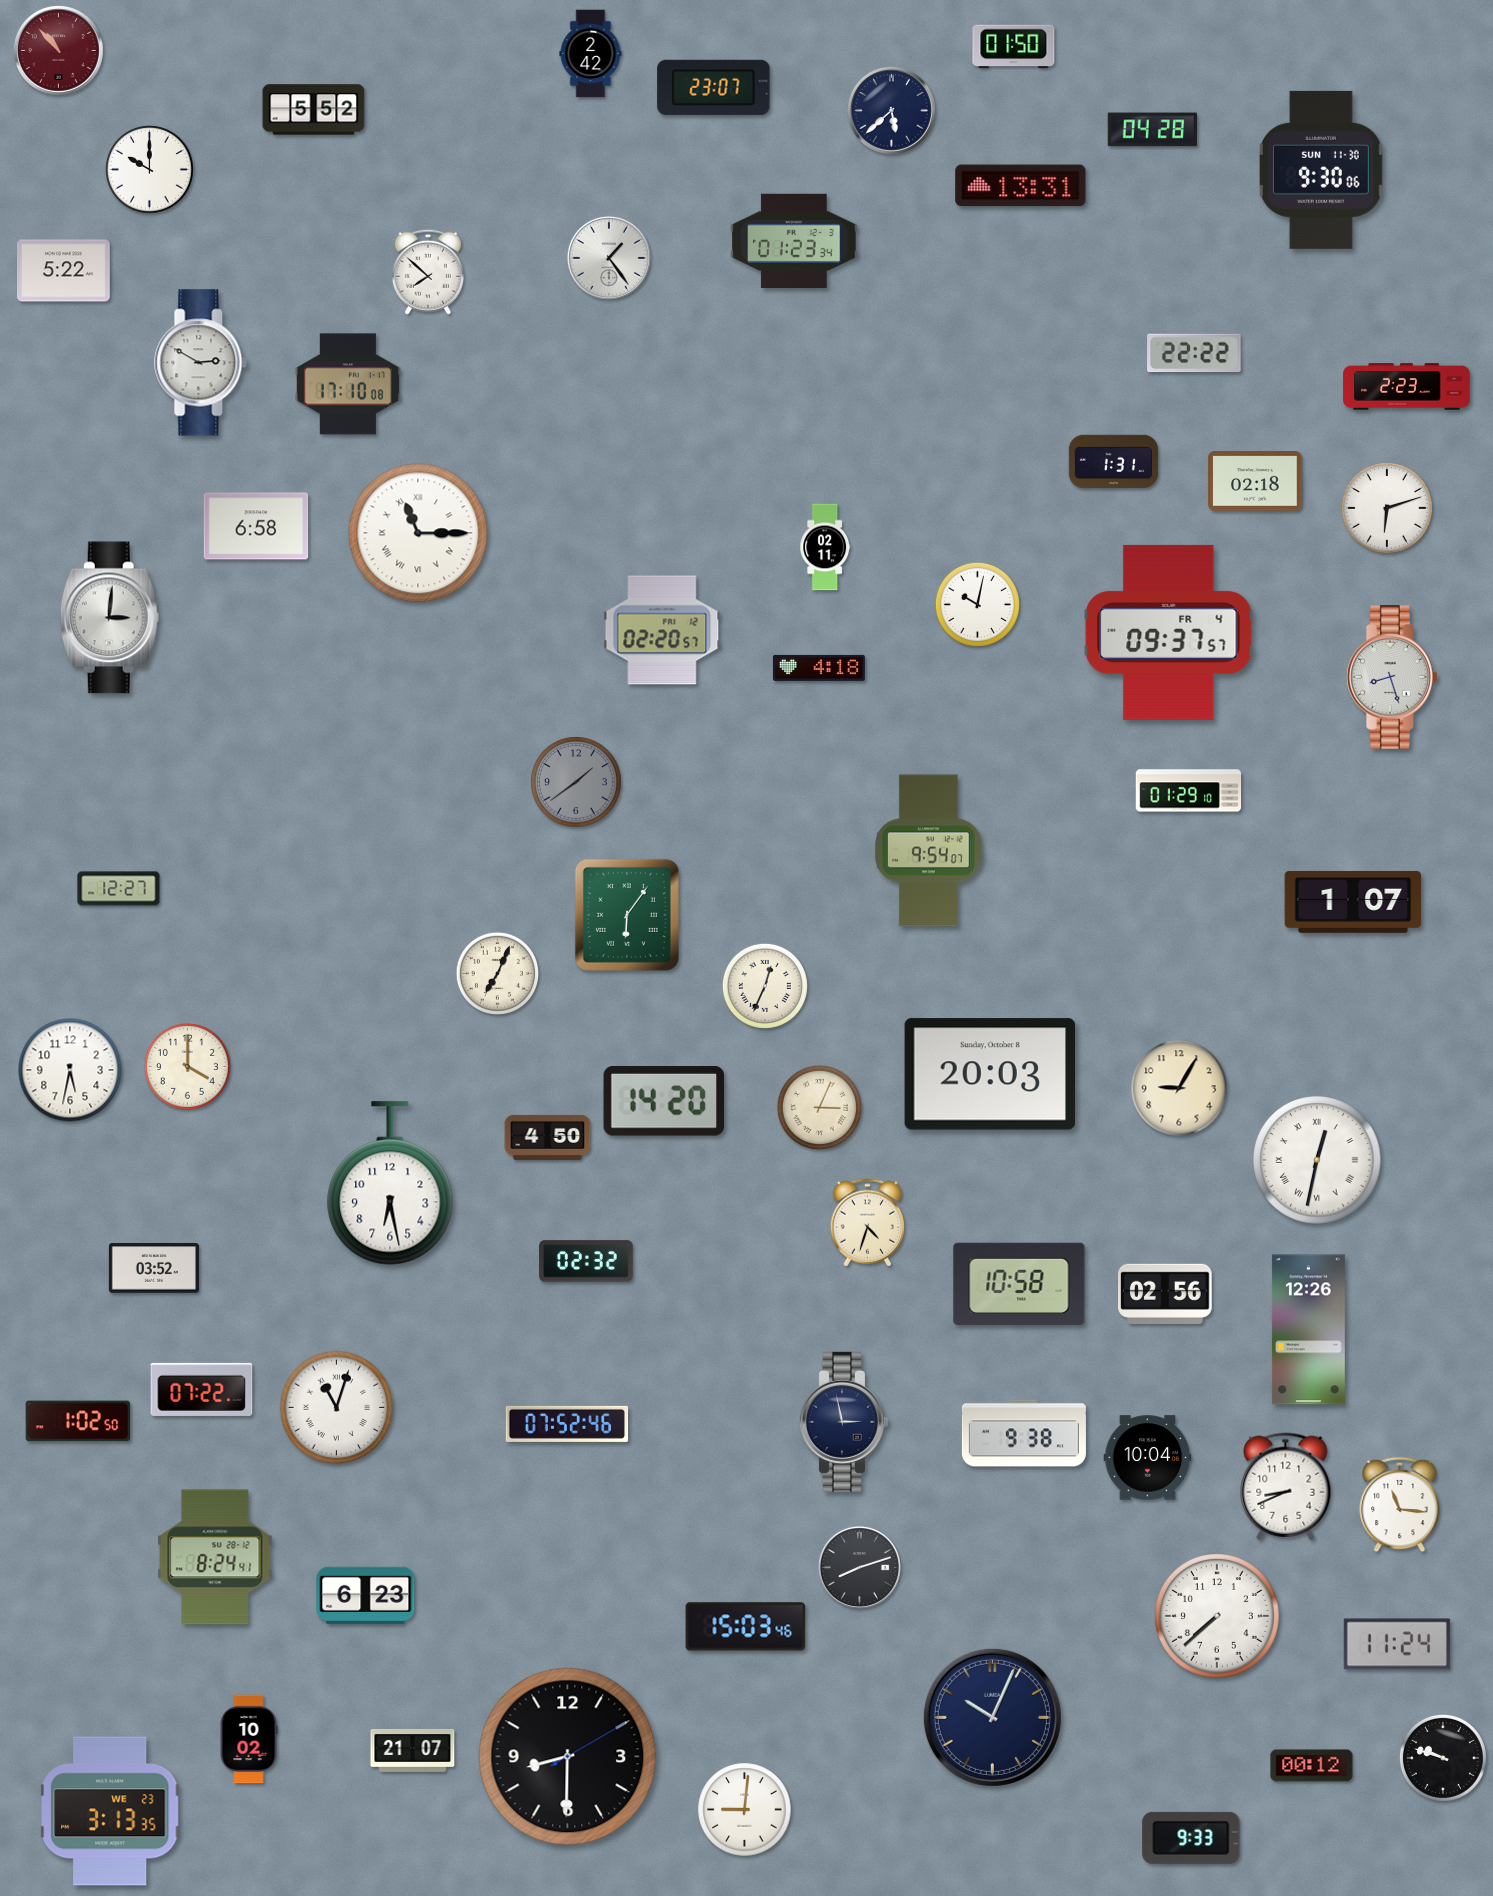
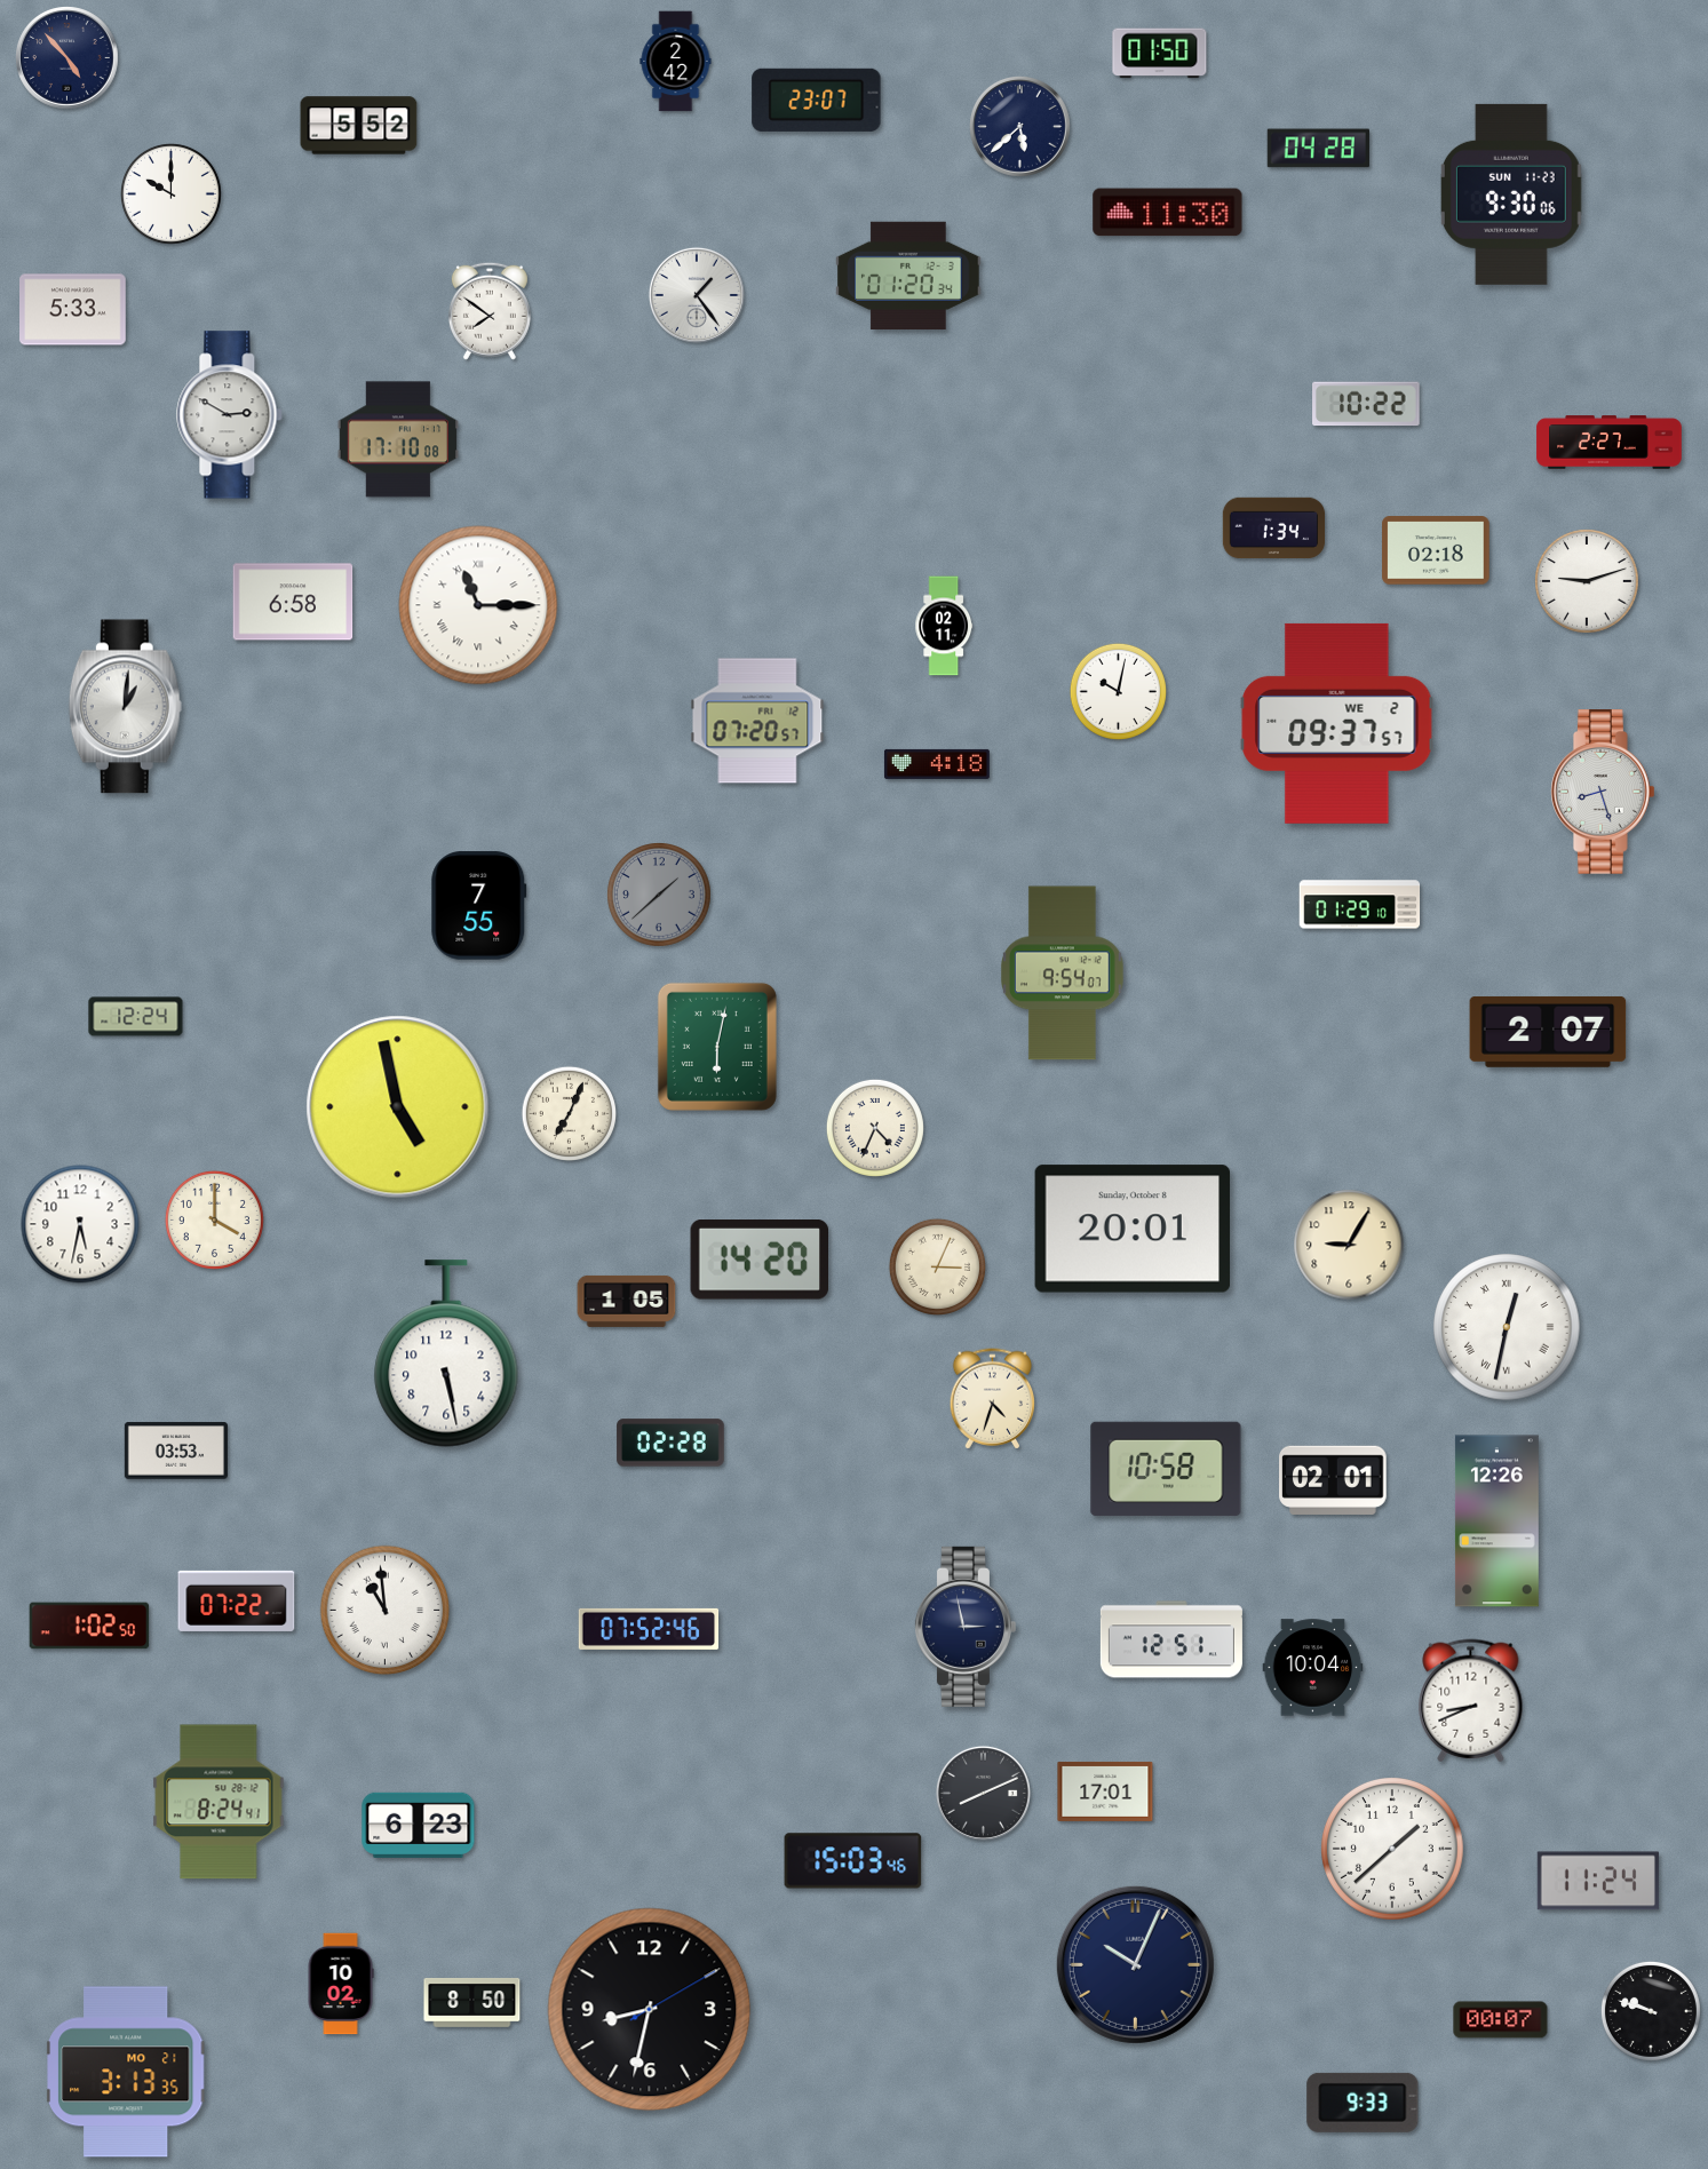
clock at (59, 51): 10:53 -> 4:53
clock at (59, 51) dial: burgundy -> navy
clock at (1321, 170) date: SUN 11-30 -> SUN 11-23
clock at (1021, 186): 13:31 -> 11:30
clock at (794, 240): 01:23 -> 01:20
clock at (64, 271): 5:22 -> 5:33
clock at (428, 272): 7:52 -> 7:51
clock at (1194, 353): 22:22 -> 10:22
clock at (1407, 387): 2:23 -> 2:27
clock at (1114, 462): 1:31 -> 1:34
clock at (1387, 508): 6:12 -> 9:12
clock at (418, 533) position: (418, 533) -> (478, 605)
clock at (109, 618): 3:01 -> 1:01
clock at (662, 630): 02:20 -> 07:20
clock at (1169, 632) date: FR 4 -> WE 2
clock at (1393, 677) position: (1393, 677) -> (1604, 792)
clock at (576, 782): 1:39 -> 1:38
clock at (479, 906): none -> 7:55
clock at (119, 889): 12:27 -> 12:24
clock at (1353, 902): 1:07 -> 2:07
clock at (627, 915): 6:06 -> 6:02
clock at (398, 1107): none -> 4:58
clock at (765, 986): 12:34 -> 4:34
clock at (990, 1074): 20:03 -> 20:01
clock at (548, 1137): 4:50 -> 1:05
clock at (390, 1183): 6:28 -> 5:28
clock at (586, 1261): 02:32 -> 02:28
clock at (154, 1268): 03:52 -> 03:53
clock at (1165, 1294): 02:56 -> 02:01
clock at (202, 1389) position: (202, 1389) -> (237, 1600)
clock at (337, 1408): 11:03 -> 10:59
clock at (1024, 1433): 9:38 -> 12:51
clock at (1400, 1505): 11:16 -> none
clock at (215, 1557) position: (215, 1557) -> (219, 1802)
clock at (1105, 1791): none -> 17:01
clock at (859, 1567): 8:12 -> 8:11
clock at (1218, 1617): 7:38 -> 1:38
clock at (249, 1739) position: (249, 1739) -> (341, 1984)
clock at (413, 1750): 21:07 -> 8:50
clock at (568, 1757): 8:30 -> 8:32
clock at (1312, 1766): 00:12 -> 00:07
clock at (745, 1810): 9:01 -> none
clock at (111, 1811) date: WE 23 -> MO 21
